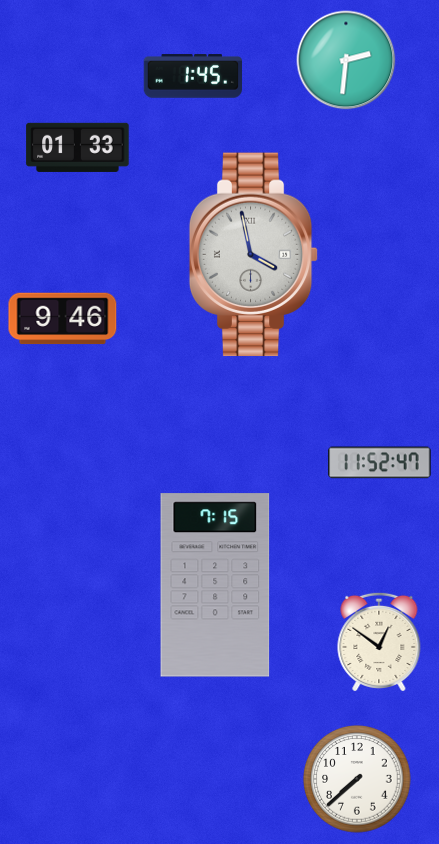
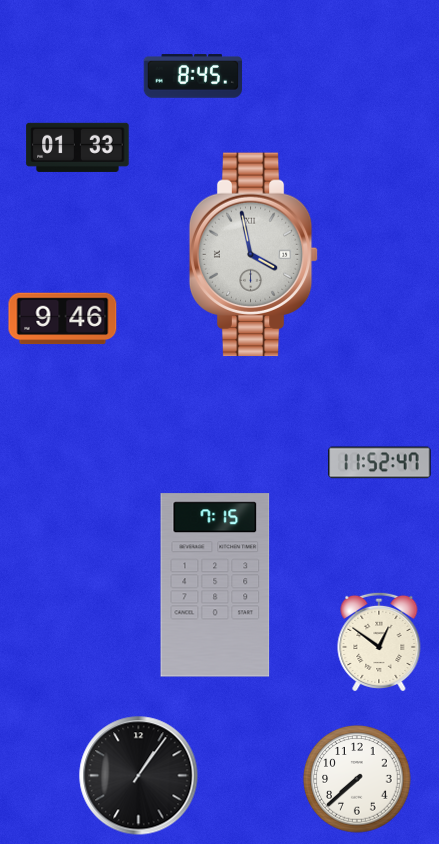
clock at (346, 60): 2:31 -> none
clock at (192, 76): 1:45 -> 8:45
clock at (139, 776): none -> 1:06
